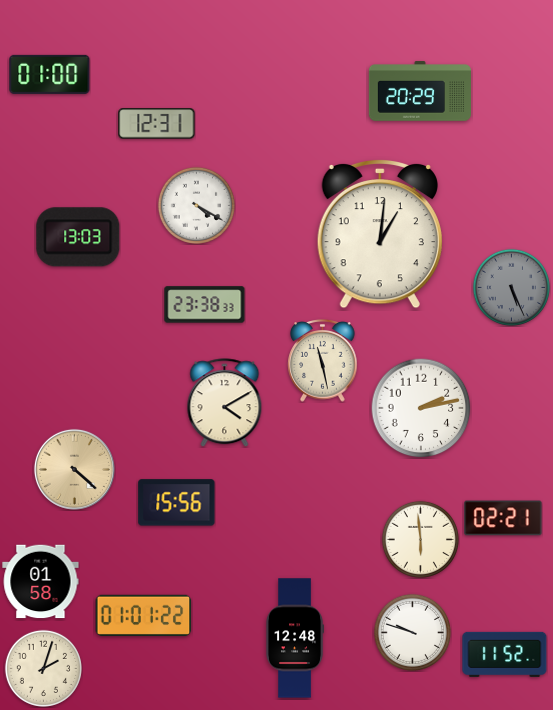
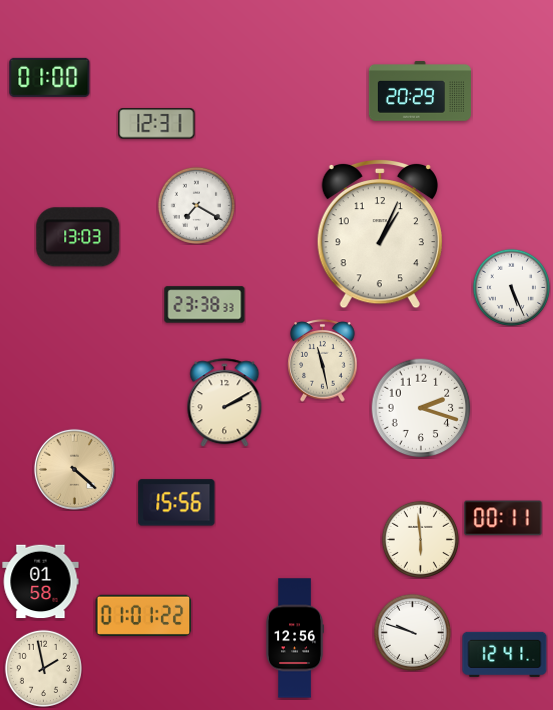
clock at (50, 74) position: (50, 74) -> (50, 77)
clock at (196, 205): 4:20 -> 7:20
clock at (380, 234): 1:01 -> 1:04
clock at (511, 287) dial: grey -> white
clock at (225, 403): 4:10 -> 2:10
clock at (421, 408): 2:13 -> 2:18
clock at (503, 518): 02:21 -> 00:11
clock at (295, 638): 12:48 -> 12:56
clock at (505, 654): 11:52 -> 12:41
clock at (43, 668): 2:03 -> 1:58
